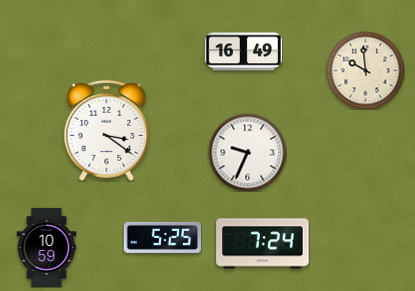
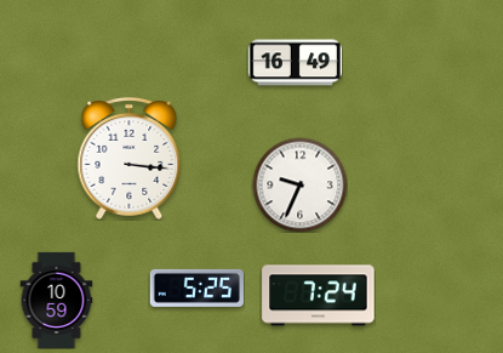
clock at (365, 70): 9:59 -> none
clock at (107, 130): 3:21 -> 3:16
